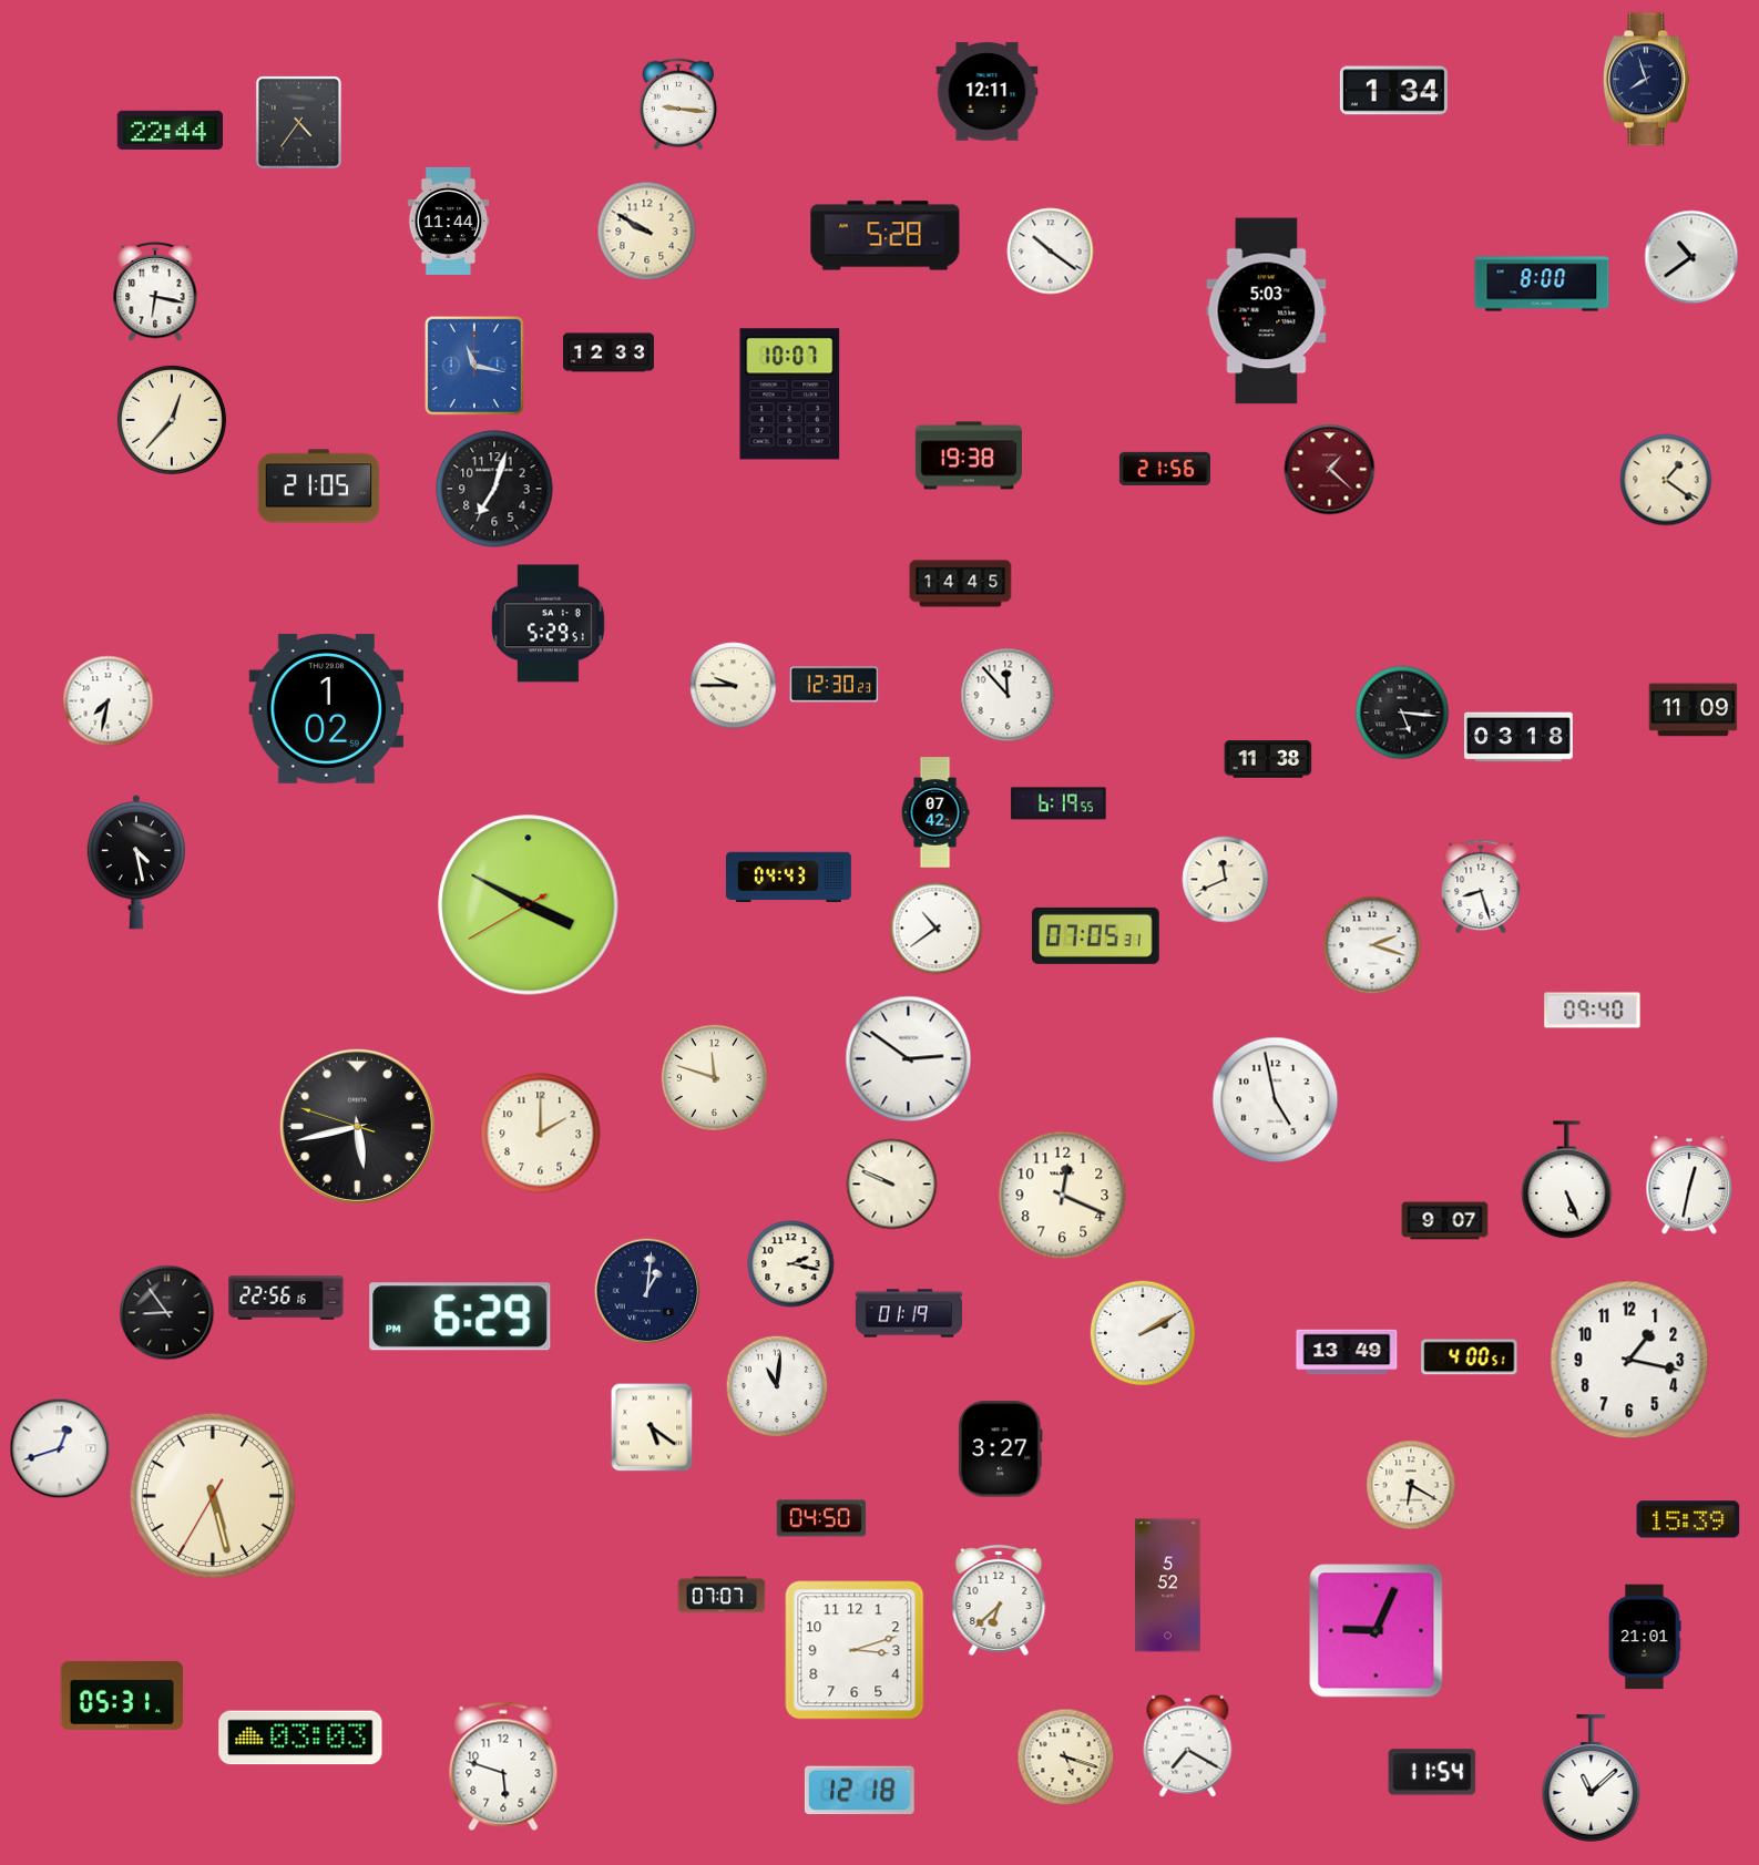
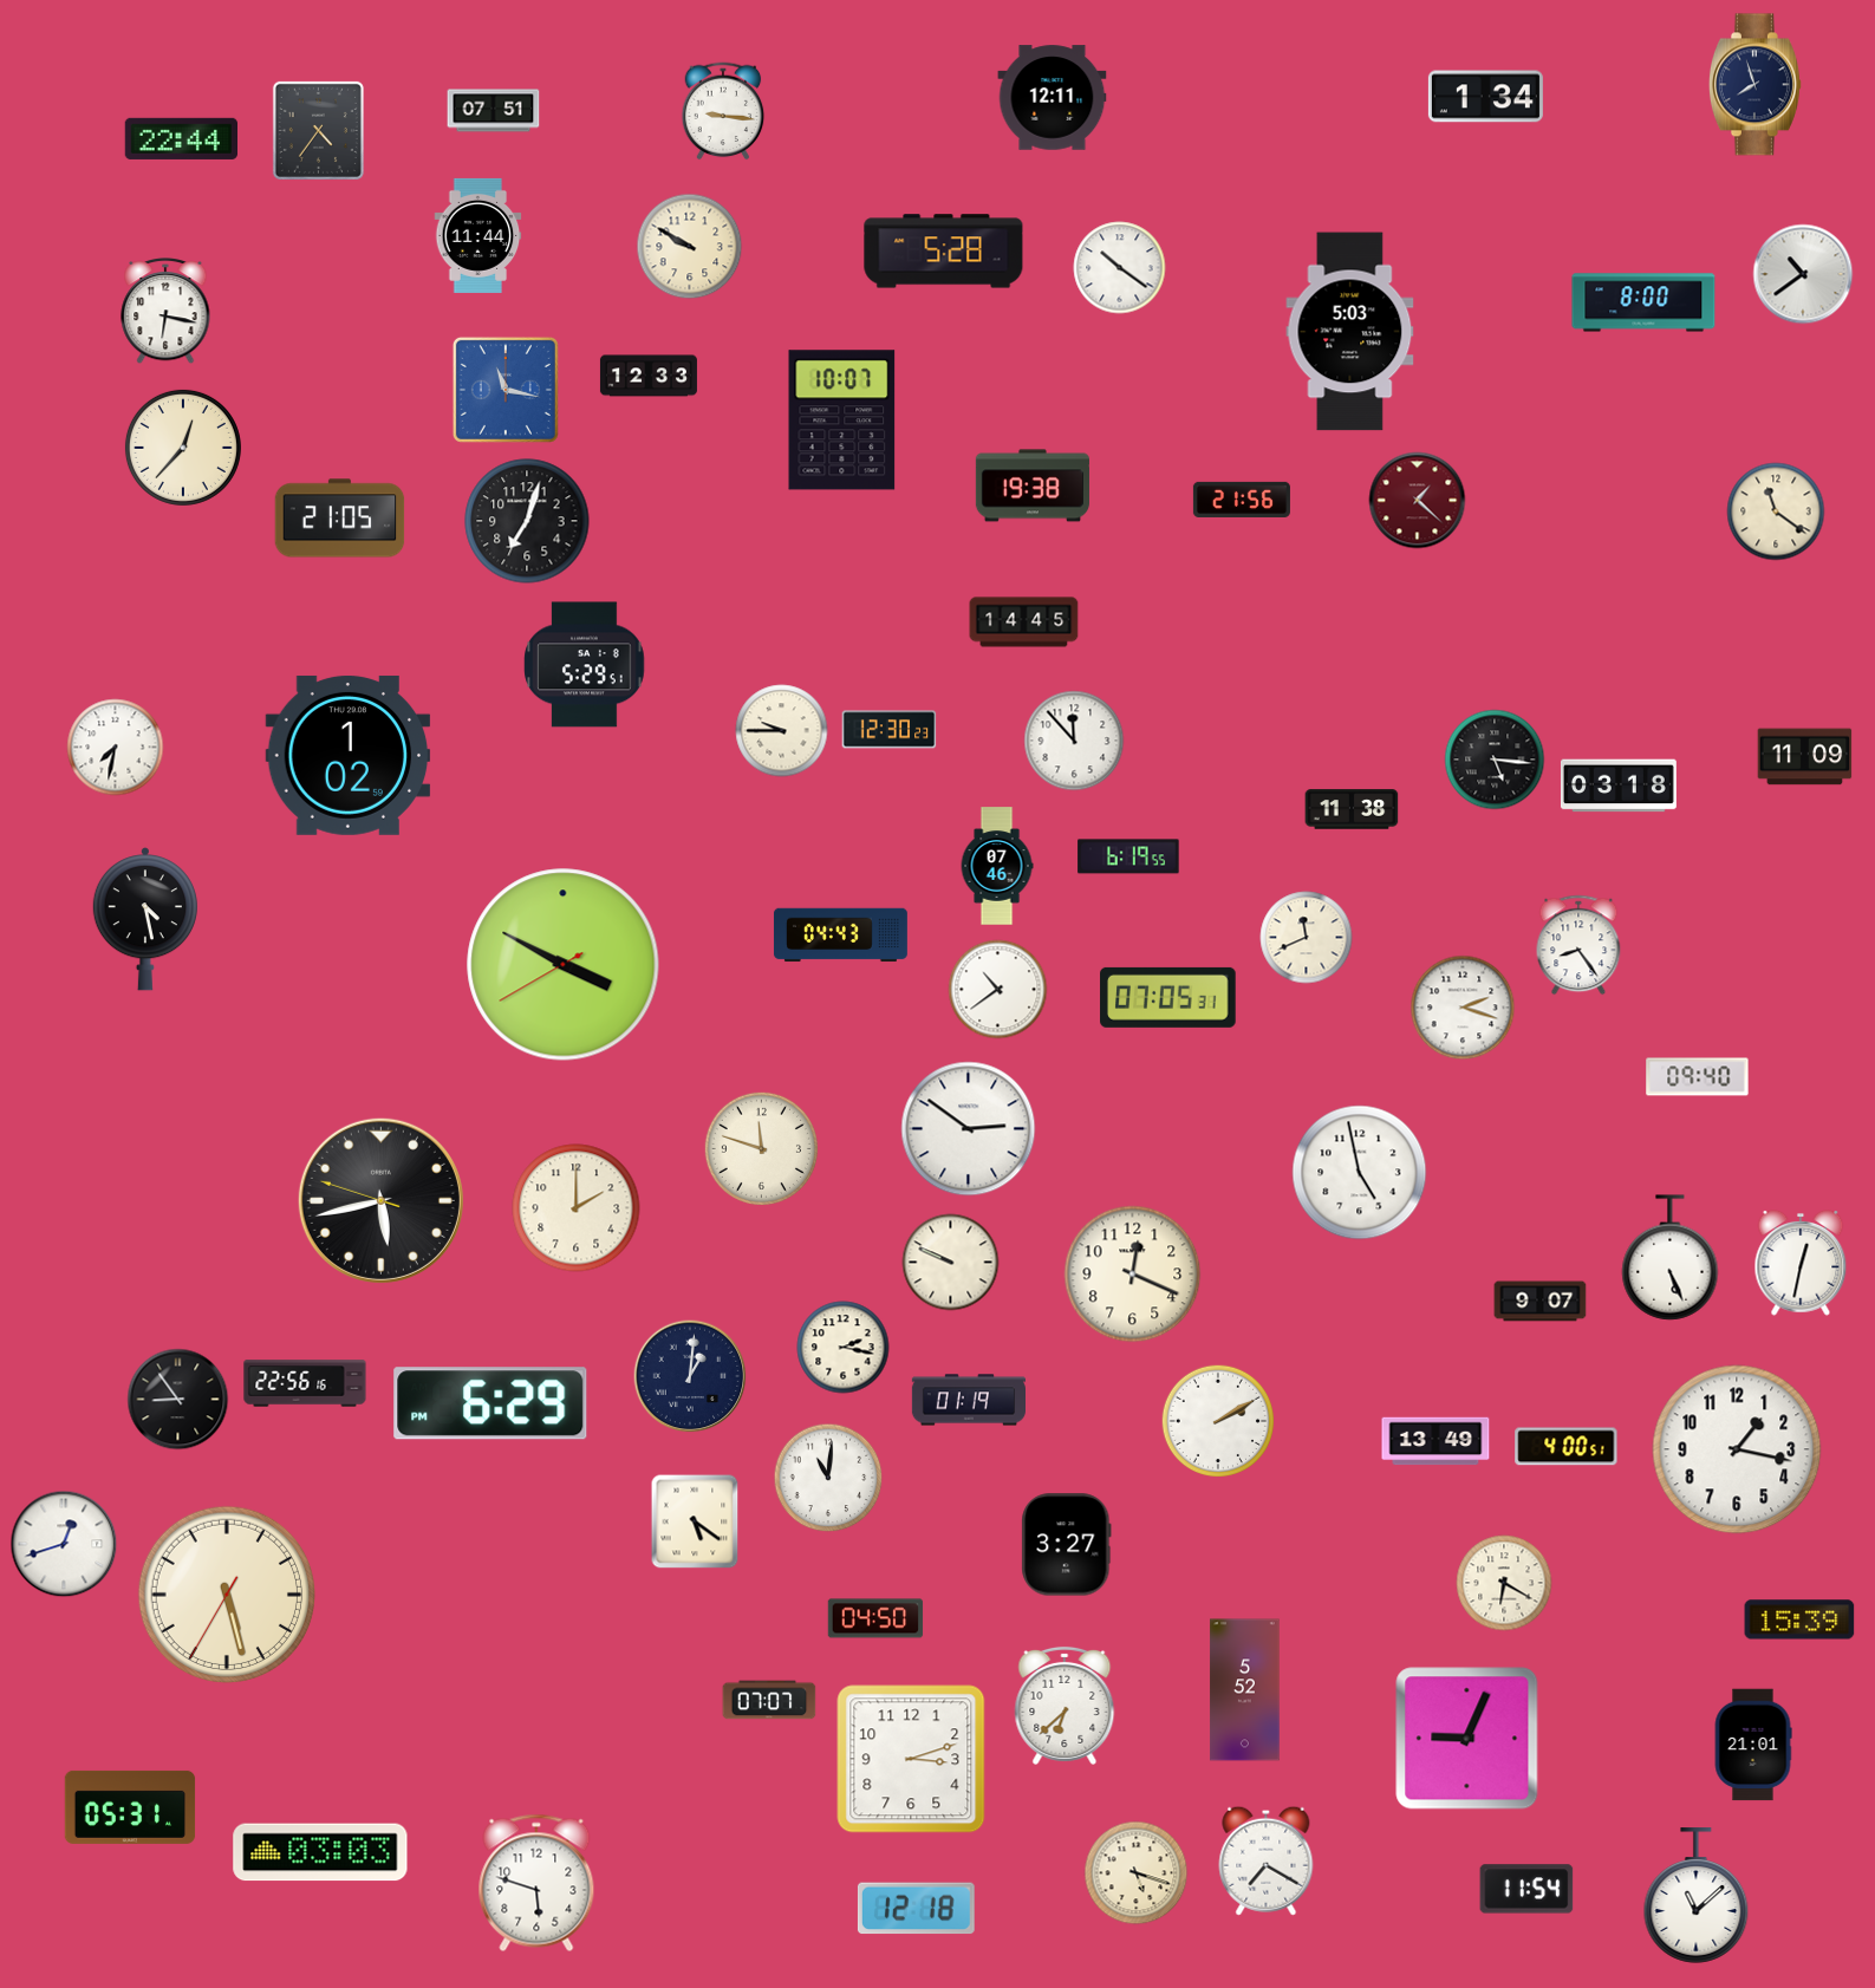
clock at (494, 111): none -> 07:51
clock at (1666, 480): 1:21 -> 11:21
clock at (935, 812): 07:42 -> 07:46
clock at (1481, 887): 8:27 -> 8:24
